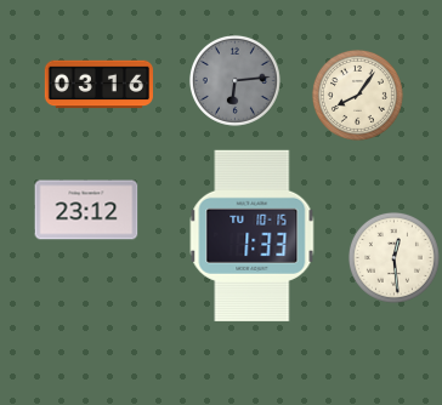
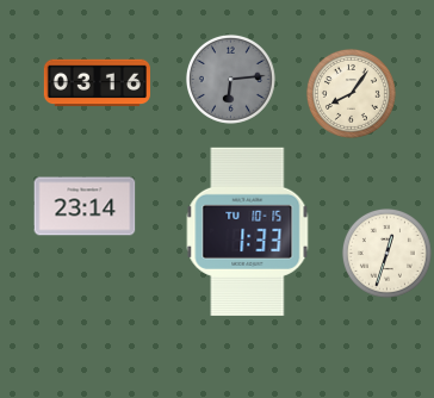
clock at (86, 210): 23:12 -> 23:14
clock at (393, 257): 12:29 -> 12:33
